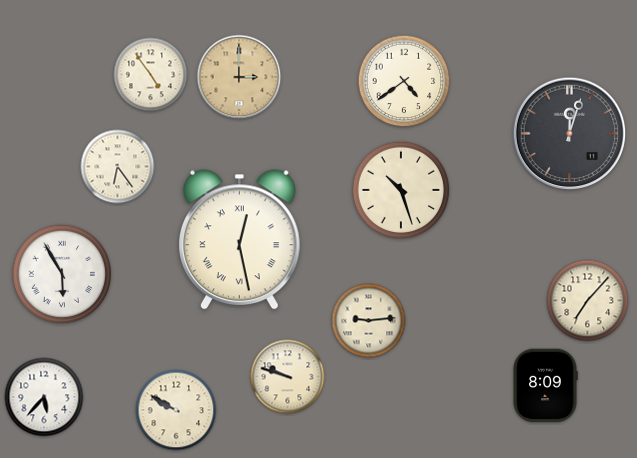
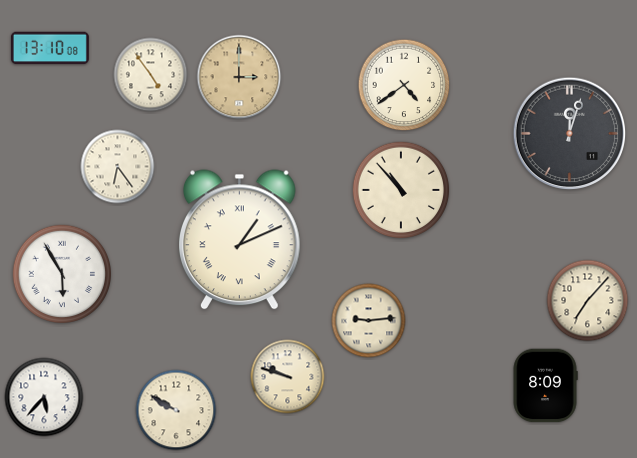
clock at (50, 48): none -> 13:10
clock at (404, 81) position: (404, 81) -> (404, 85)
clock at (401, 190): 10:27 -> 10:53
clock at (240, 240): 12:28 -> 1:11
